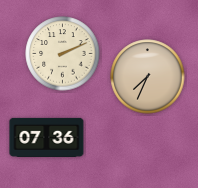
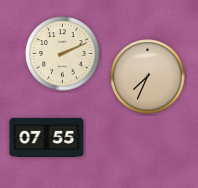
clock at (47, 137): 07:36 -> 07:55
